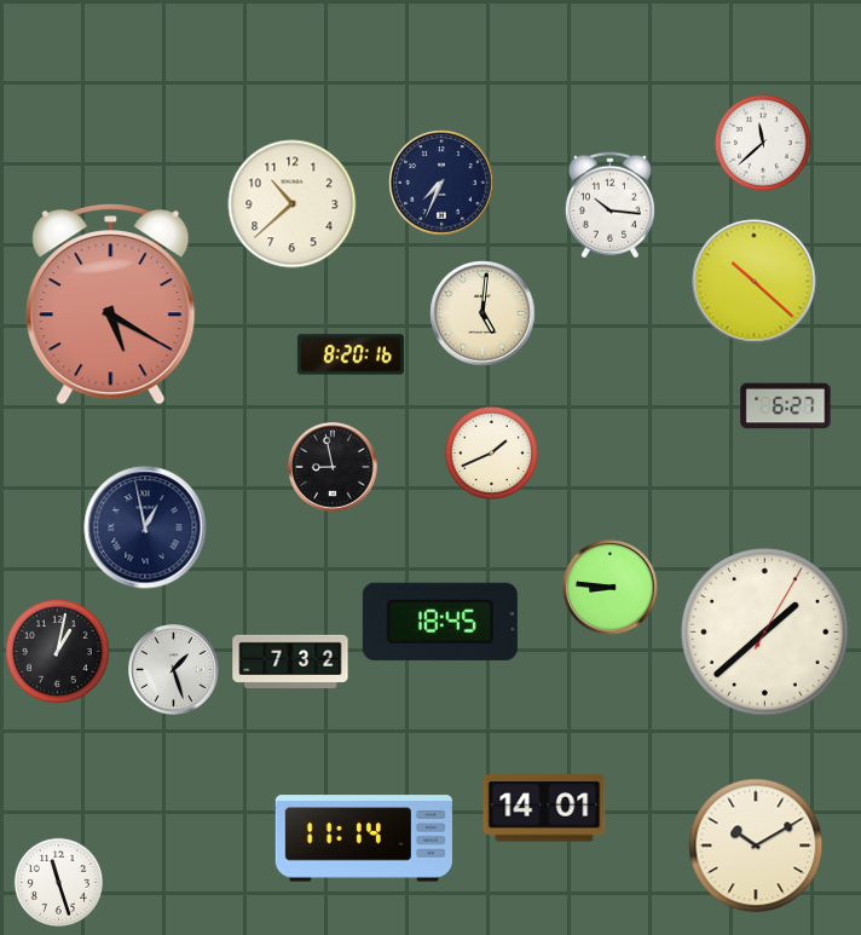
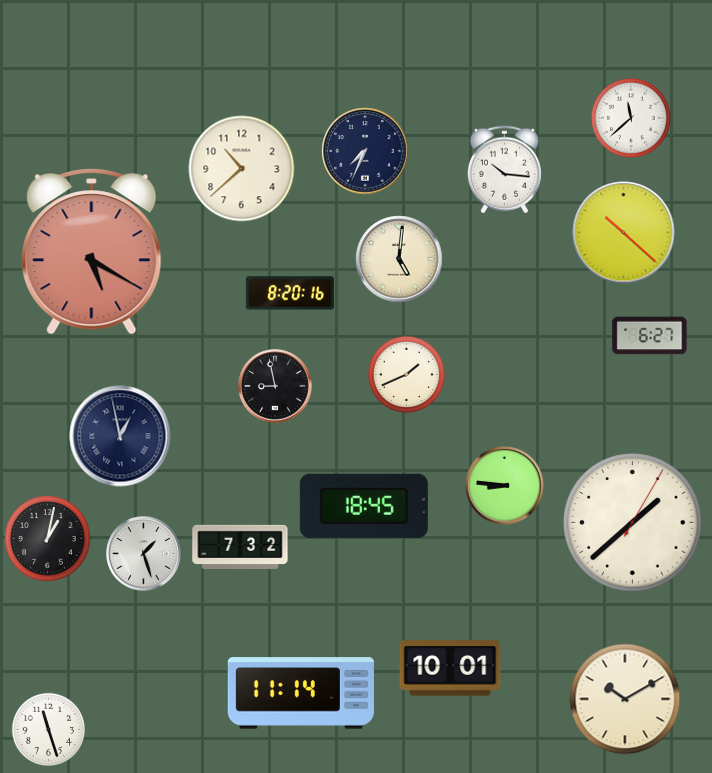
clock at (440, 622) position: (440, 622) -> (364, 506)
clock at (544, 808): 14:01 -> 10:01
